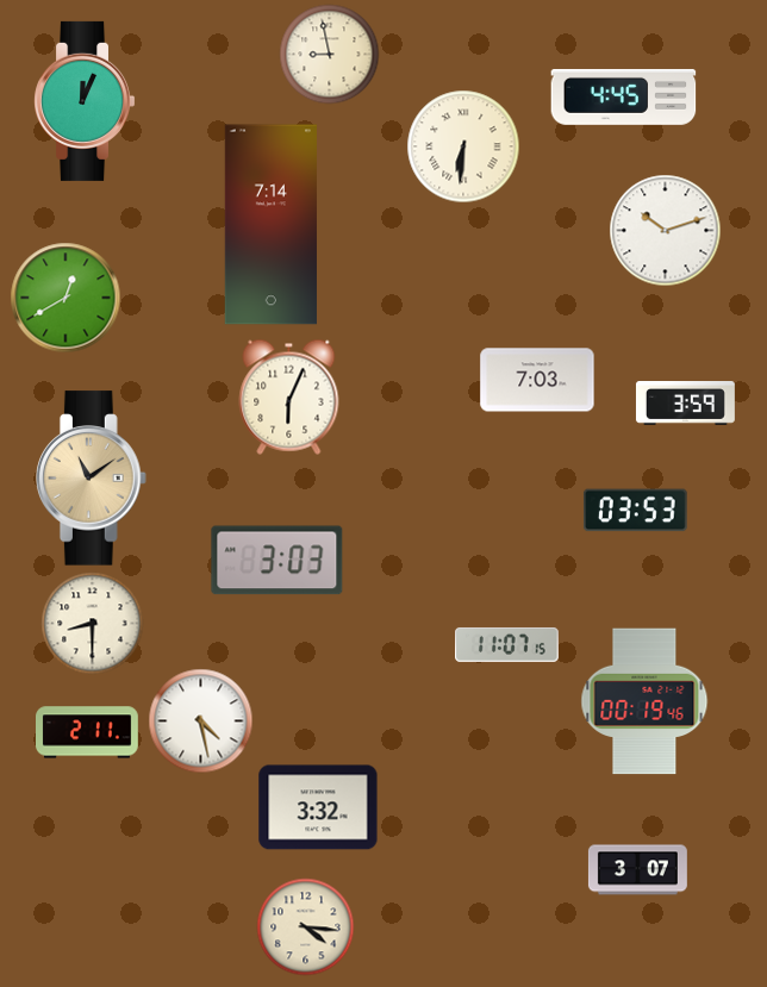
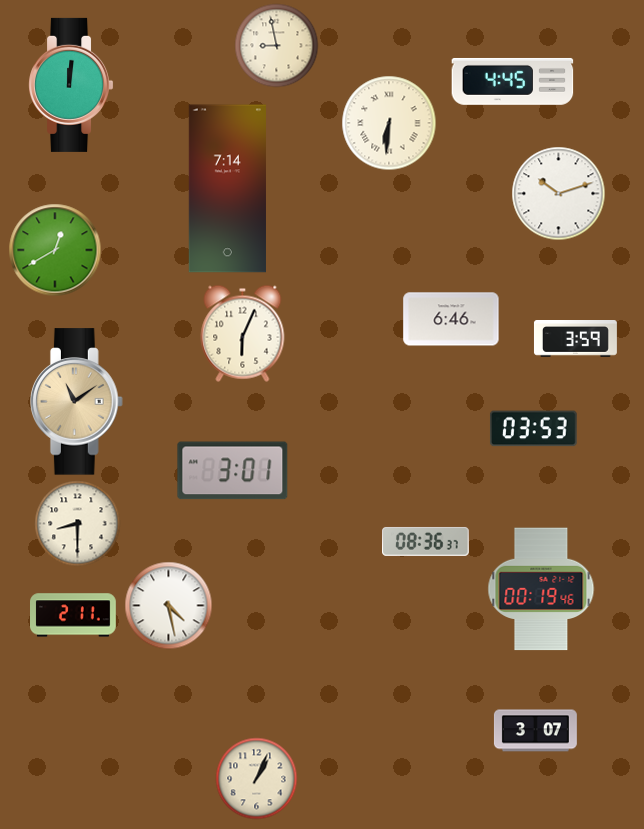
clock at (624, 96) position: (624, 96) -> (513, 81)
clock at (85, 101): 12:04 -> 12:01
clock at (537, 380): 7:03 -> 6:46
clock at (278, 561): 3:03 -> 3:01
clock at (507, 644): 11:07 -> 08:36
clock at (318, 807): 3:32 -> none
clock at (305, 926): 4:16 -> 1:04
